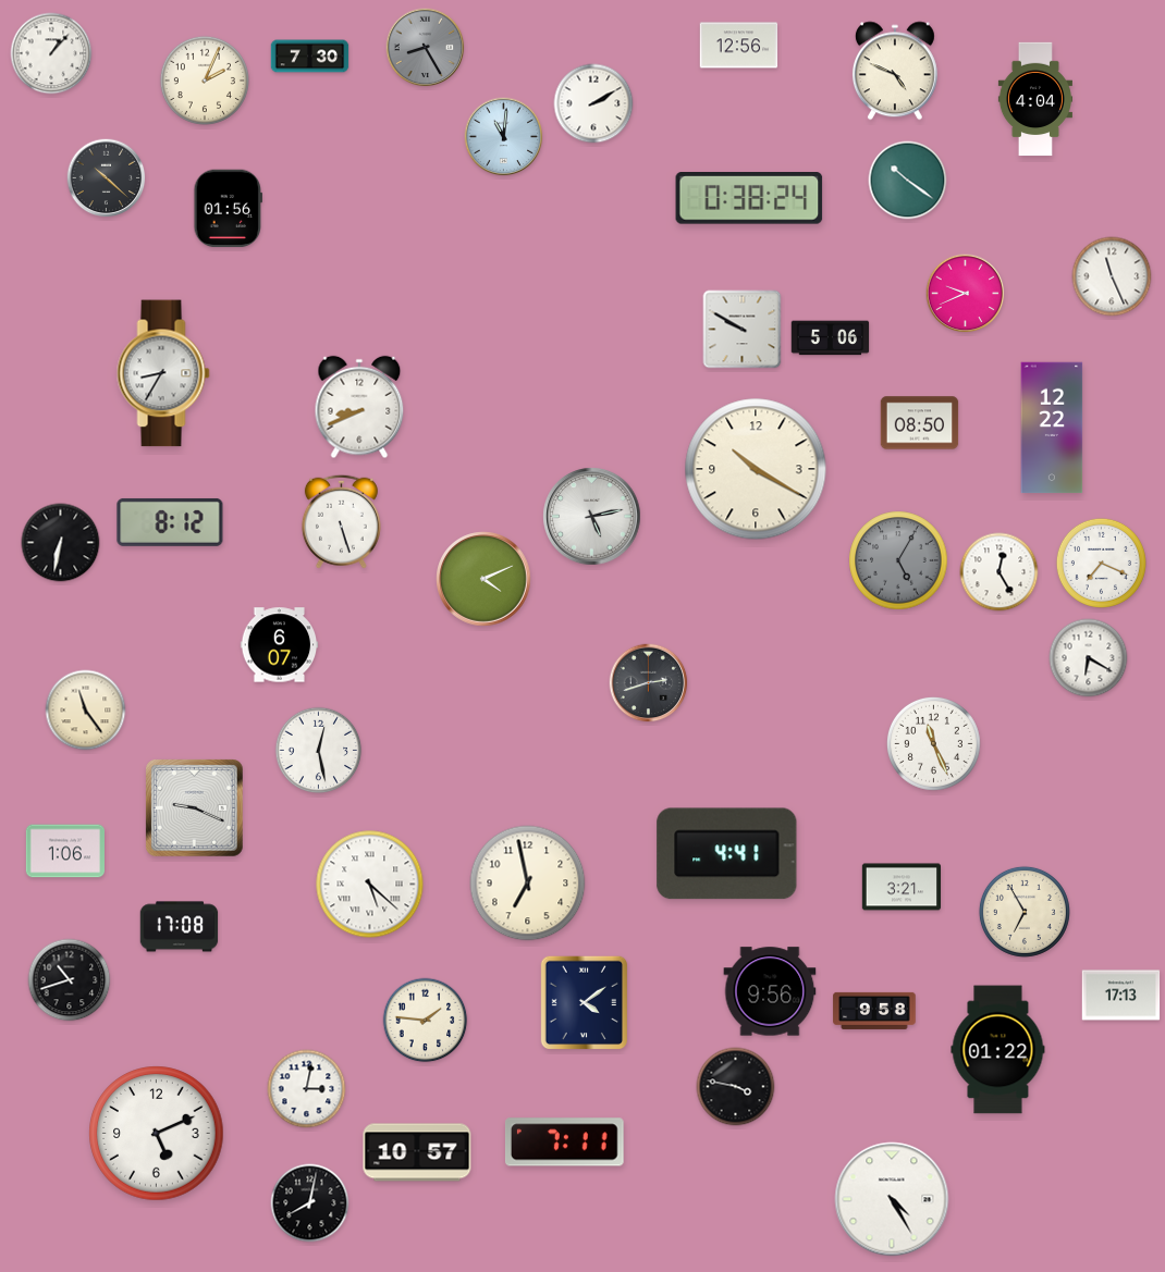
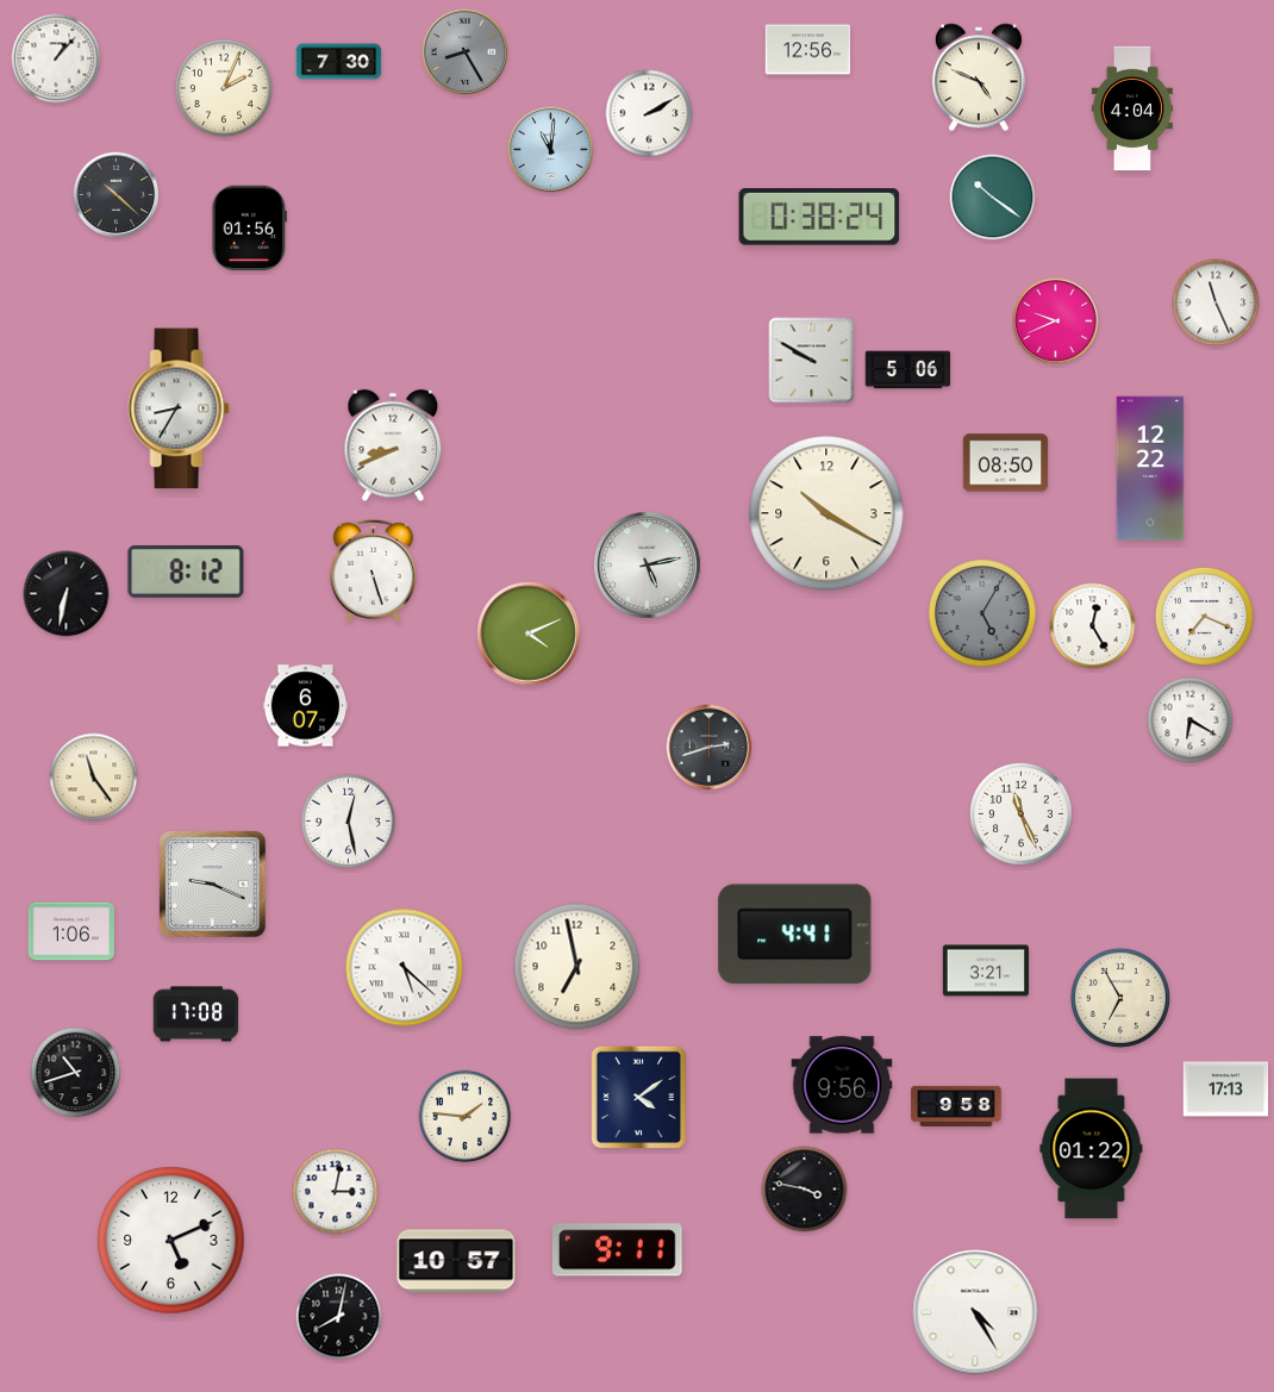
clock at (564, 1143): 7:11 -> 9:11
